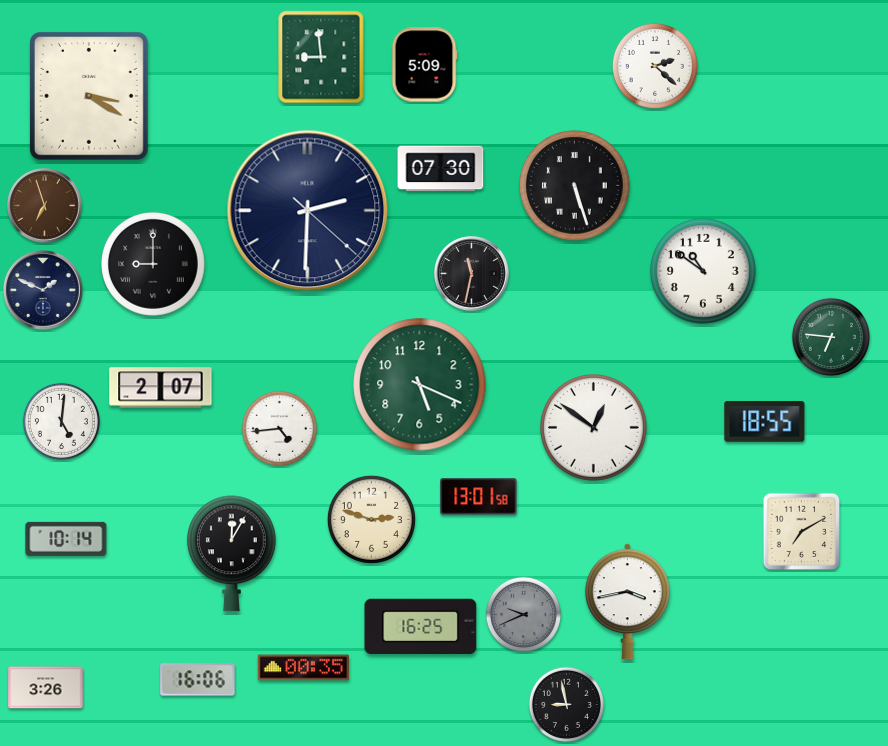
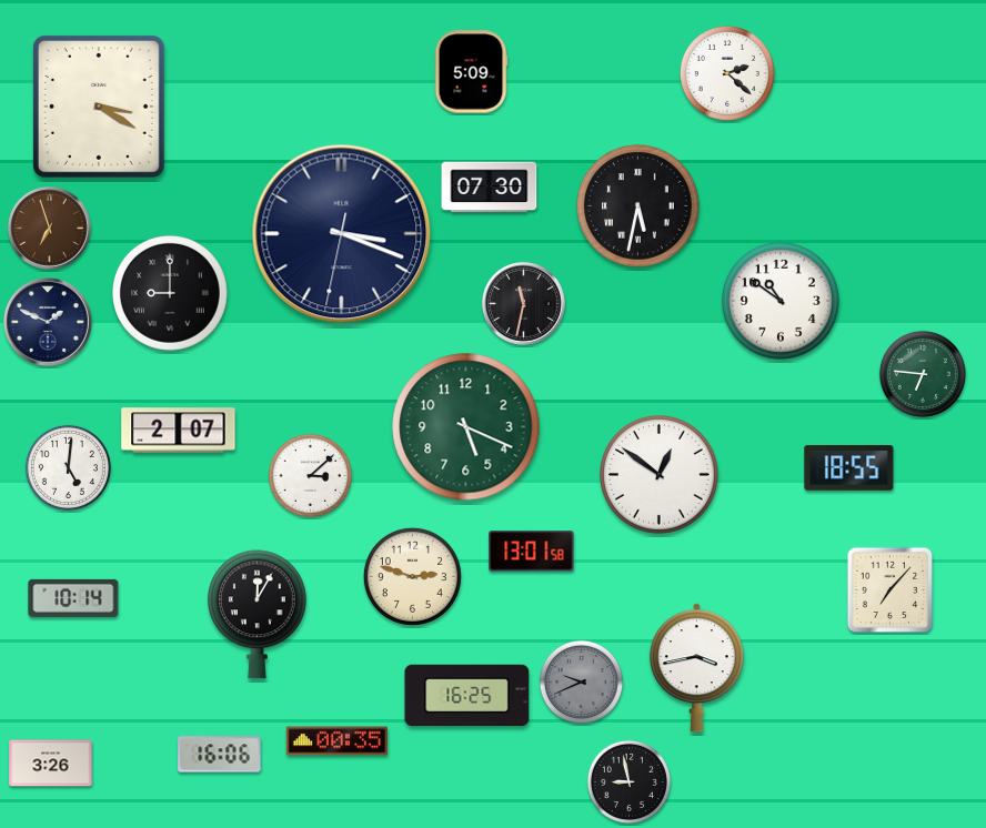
clock at (321, 57): 8:59 -> none
clock at (575, 186): 5:27 -> 5:32
clock at (308, 211): 2:30 -> 3:18
clock at (279, 428): 4:44 -> 3:08
clock at (801, 531): 7:10 -> 7:07
